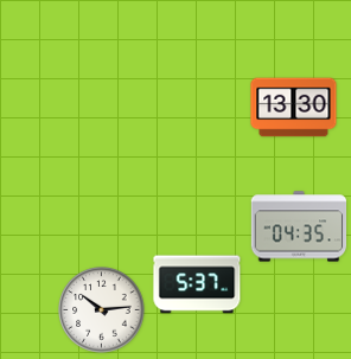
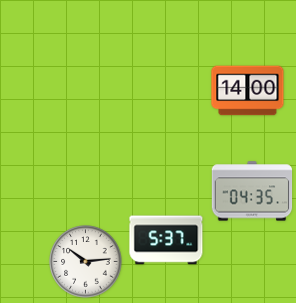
clock at (294, 108): 13:30 -> 14:00
